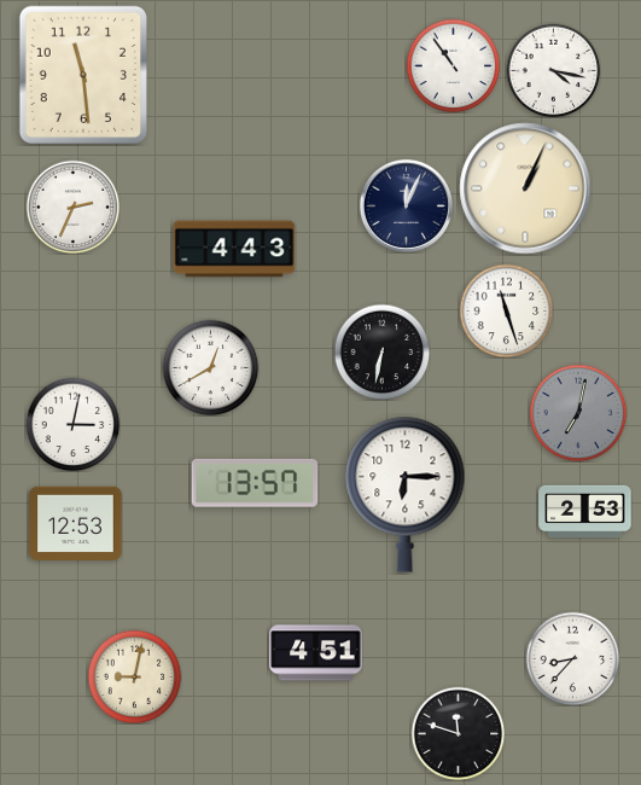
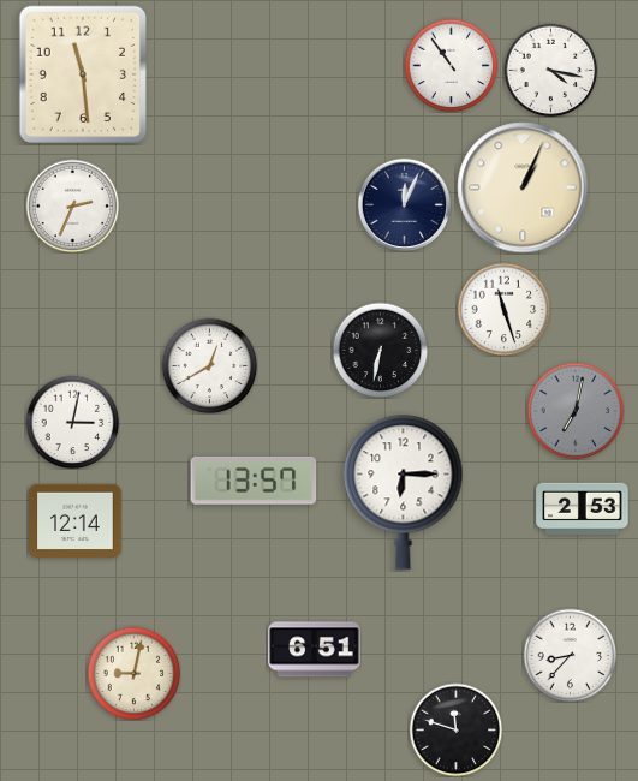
clock at (234, 249): 4:43 -> none
clock at (76, 524): 12:53 -> 12:14
clock at (316, 653): 4:51 -> 6:51
